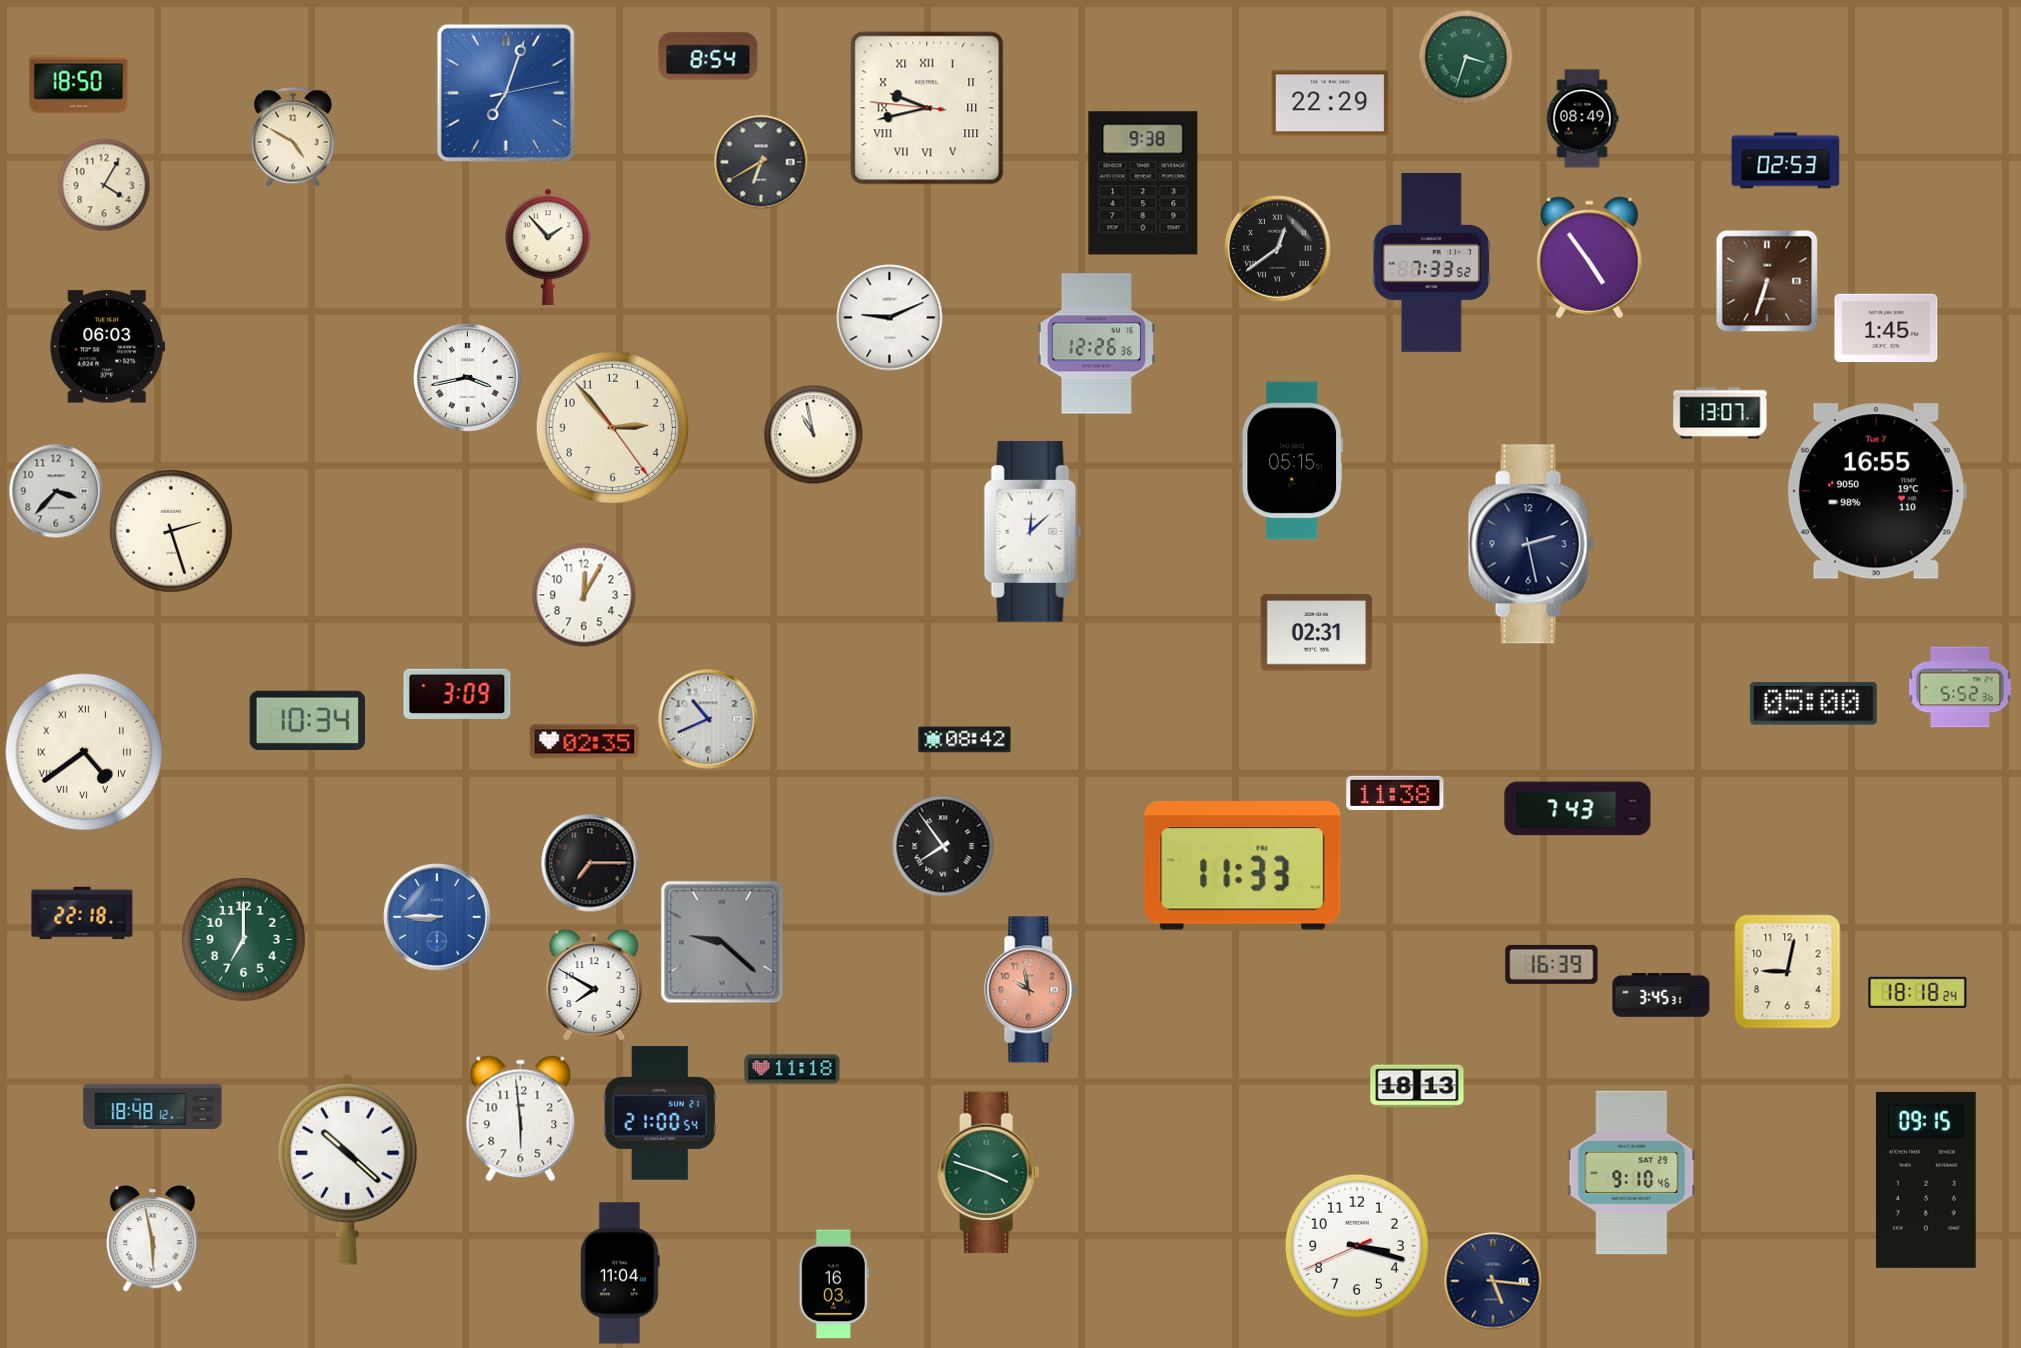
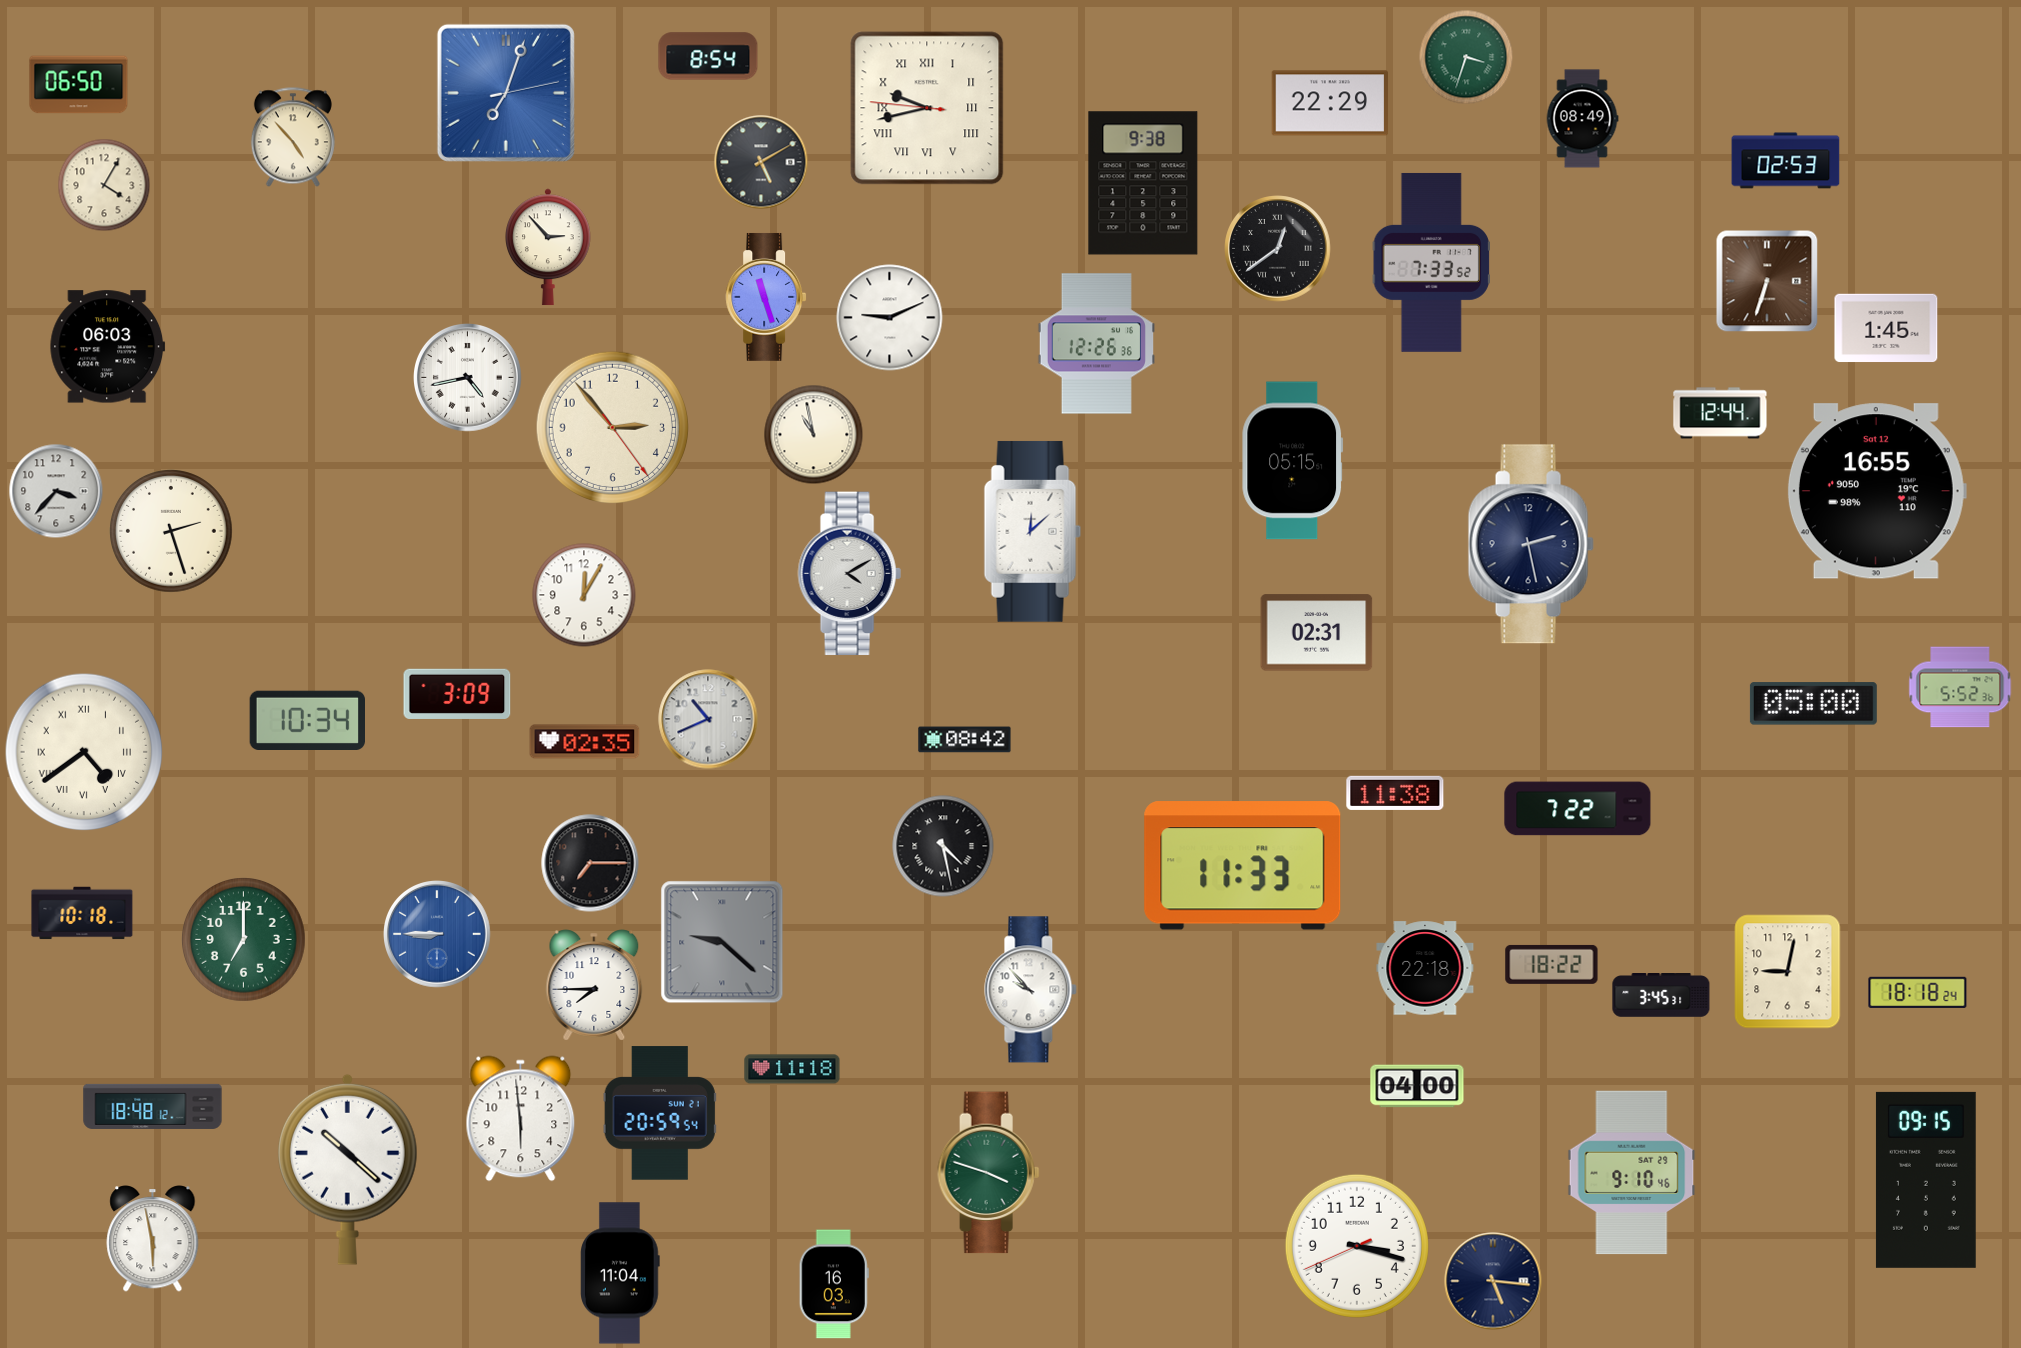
clock at (79, 85): 18:50 -> 06:50
clock at (293, 137): 4:50 -> 4:53
clock at (761, 162): 6:40 -> 5:10
clock at (549, 247): 1:53 -> 2:53
clock at (1589, 258): 4:54 -> none
clock at (766, 297): none -> 11:27
clock at (468, 378): 3:43 -> 4:43
clock at (1720, 413): 13:07 -> 12:44
clock at (1877, 491) date: Tue 7 -> Sat 12
clock at (849, 574): none -> 4:10
clock at (1578, 809): 7:43 -> 7:22
clock at (943, 846): 7:54 -> 4:28
clock at (82, 913): 22:18 -> 10:18
clock at (438, 918) position: (438, 918) -> (438, 935)
clock at (1552, 964): 16:39 -> 18:22
clock at (1425, 968): none -> 22:18
clock at (594, 985): 7:50 -> 7:45
clock at (1031, 990): 9:58 -> 9:53
clock at (1031, 990) dial: salmon -> white
clock at (1417, 1086): 18:13 -> 04:00
clock at (660, 1113): 21:00 -> 20:59
